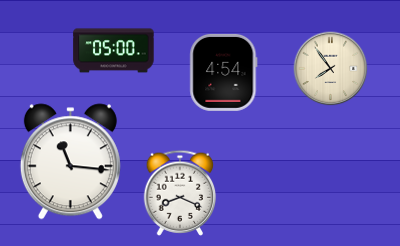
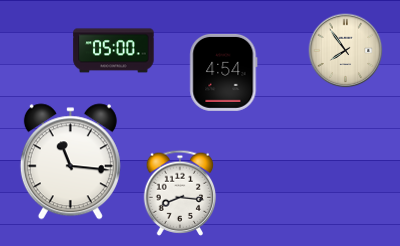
clock at (331, 69) position: (331, 69) -> (346, 51)
clock at (180, 193): 8:19 -> 8:16
